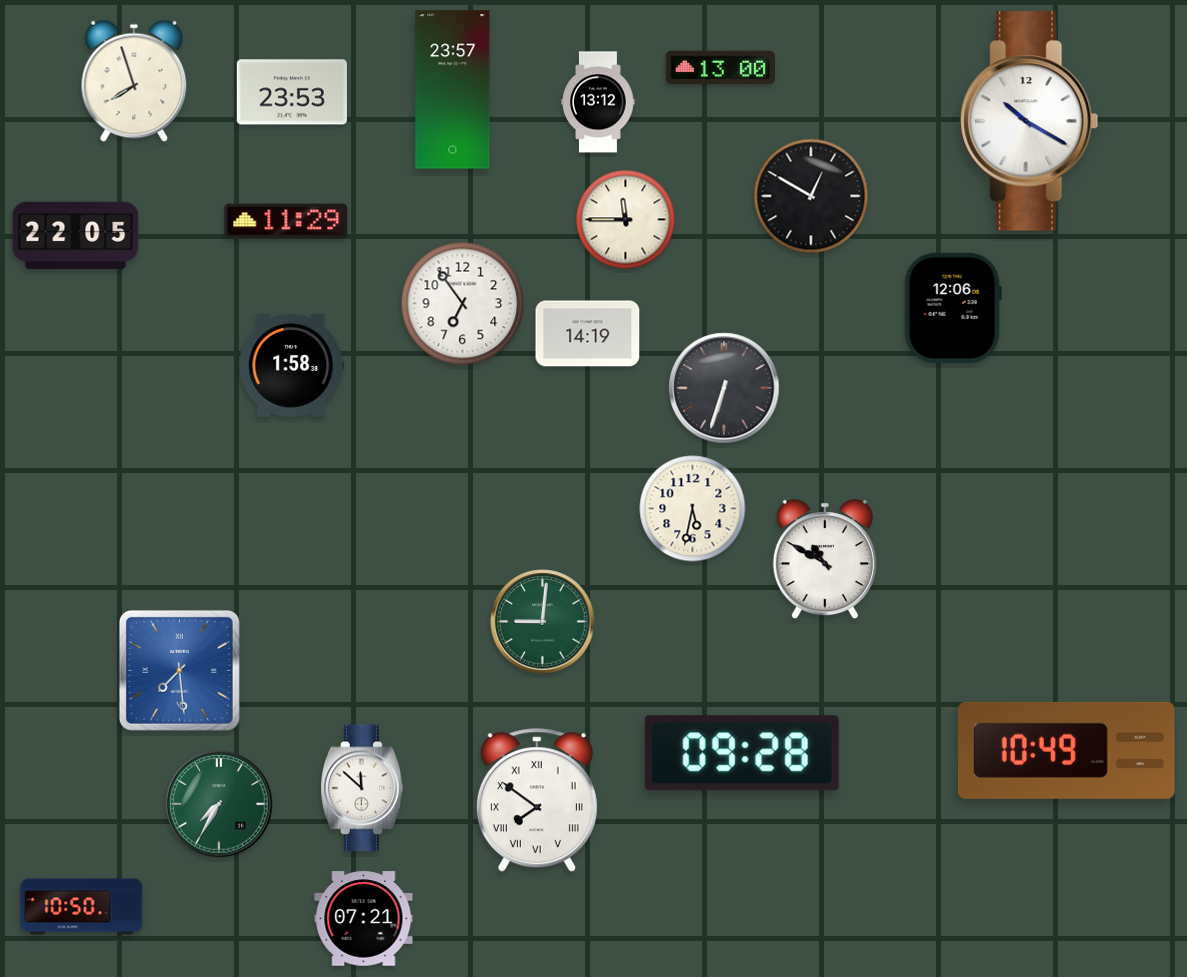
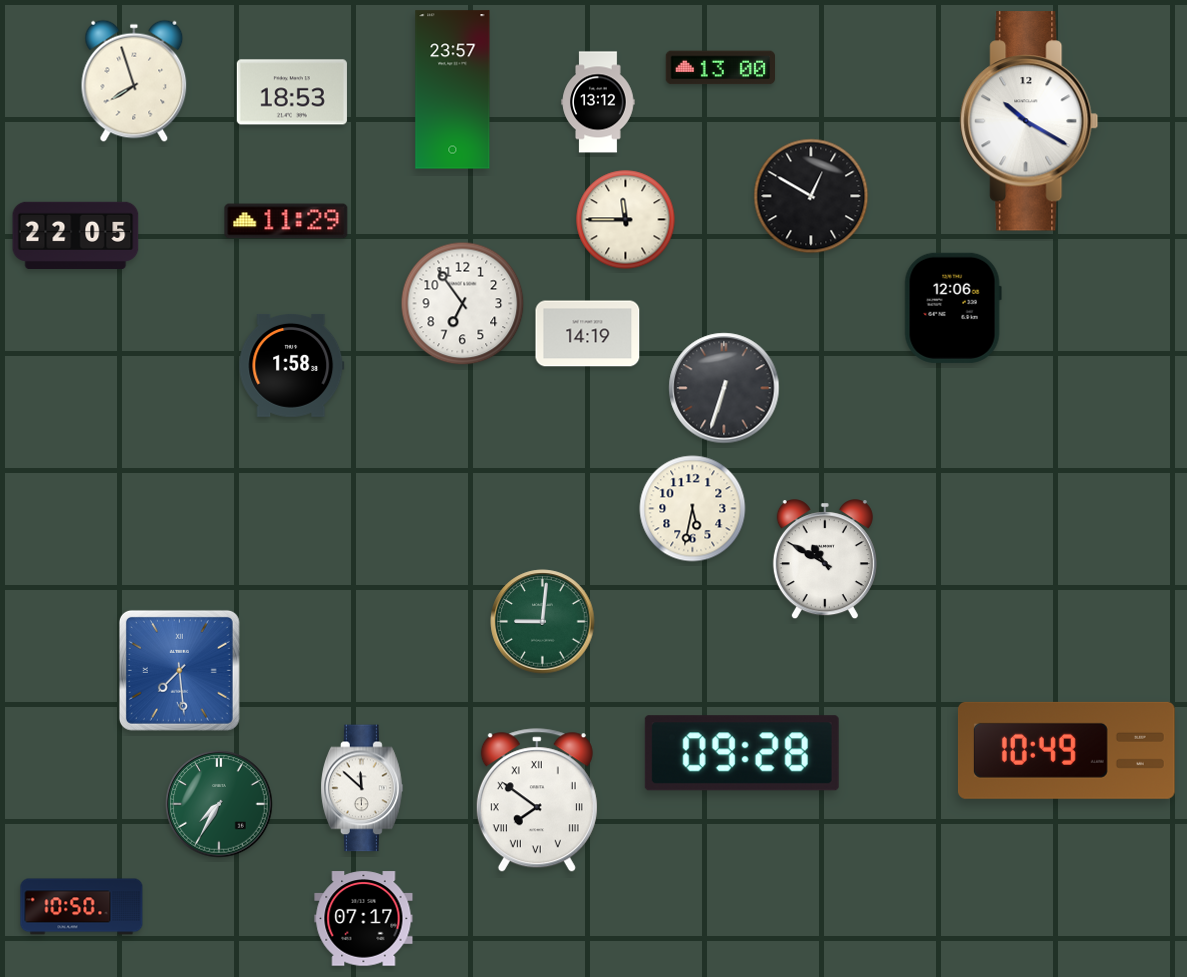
clock at (292, 92): 23:53 -> 18:53
clock at (364, 919): 07:21 -> 07:17
